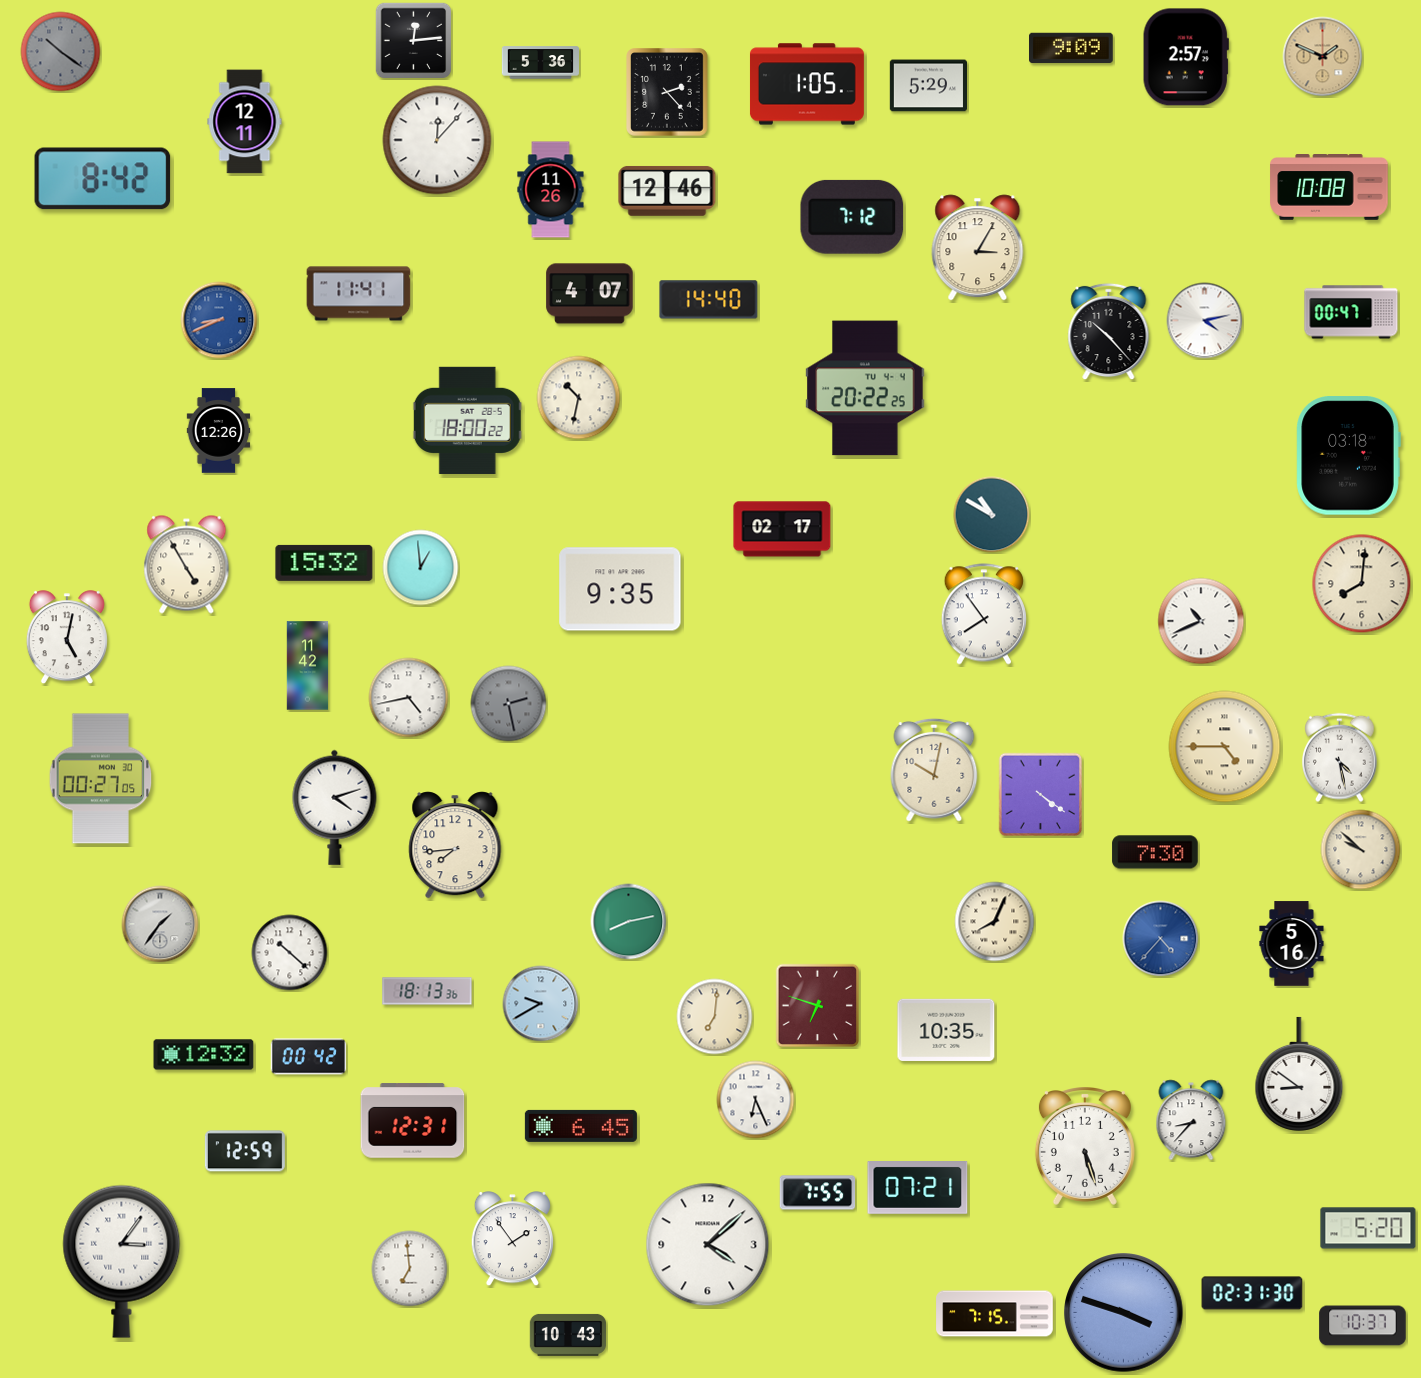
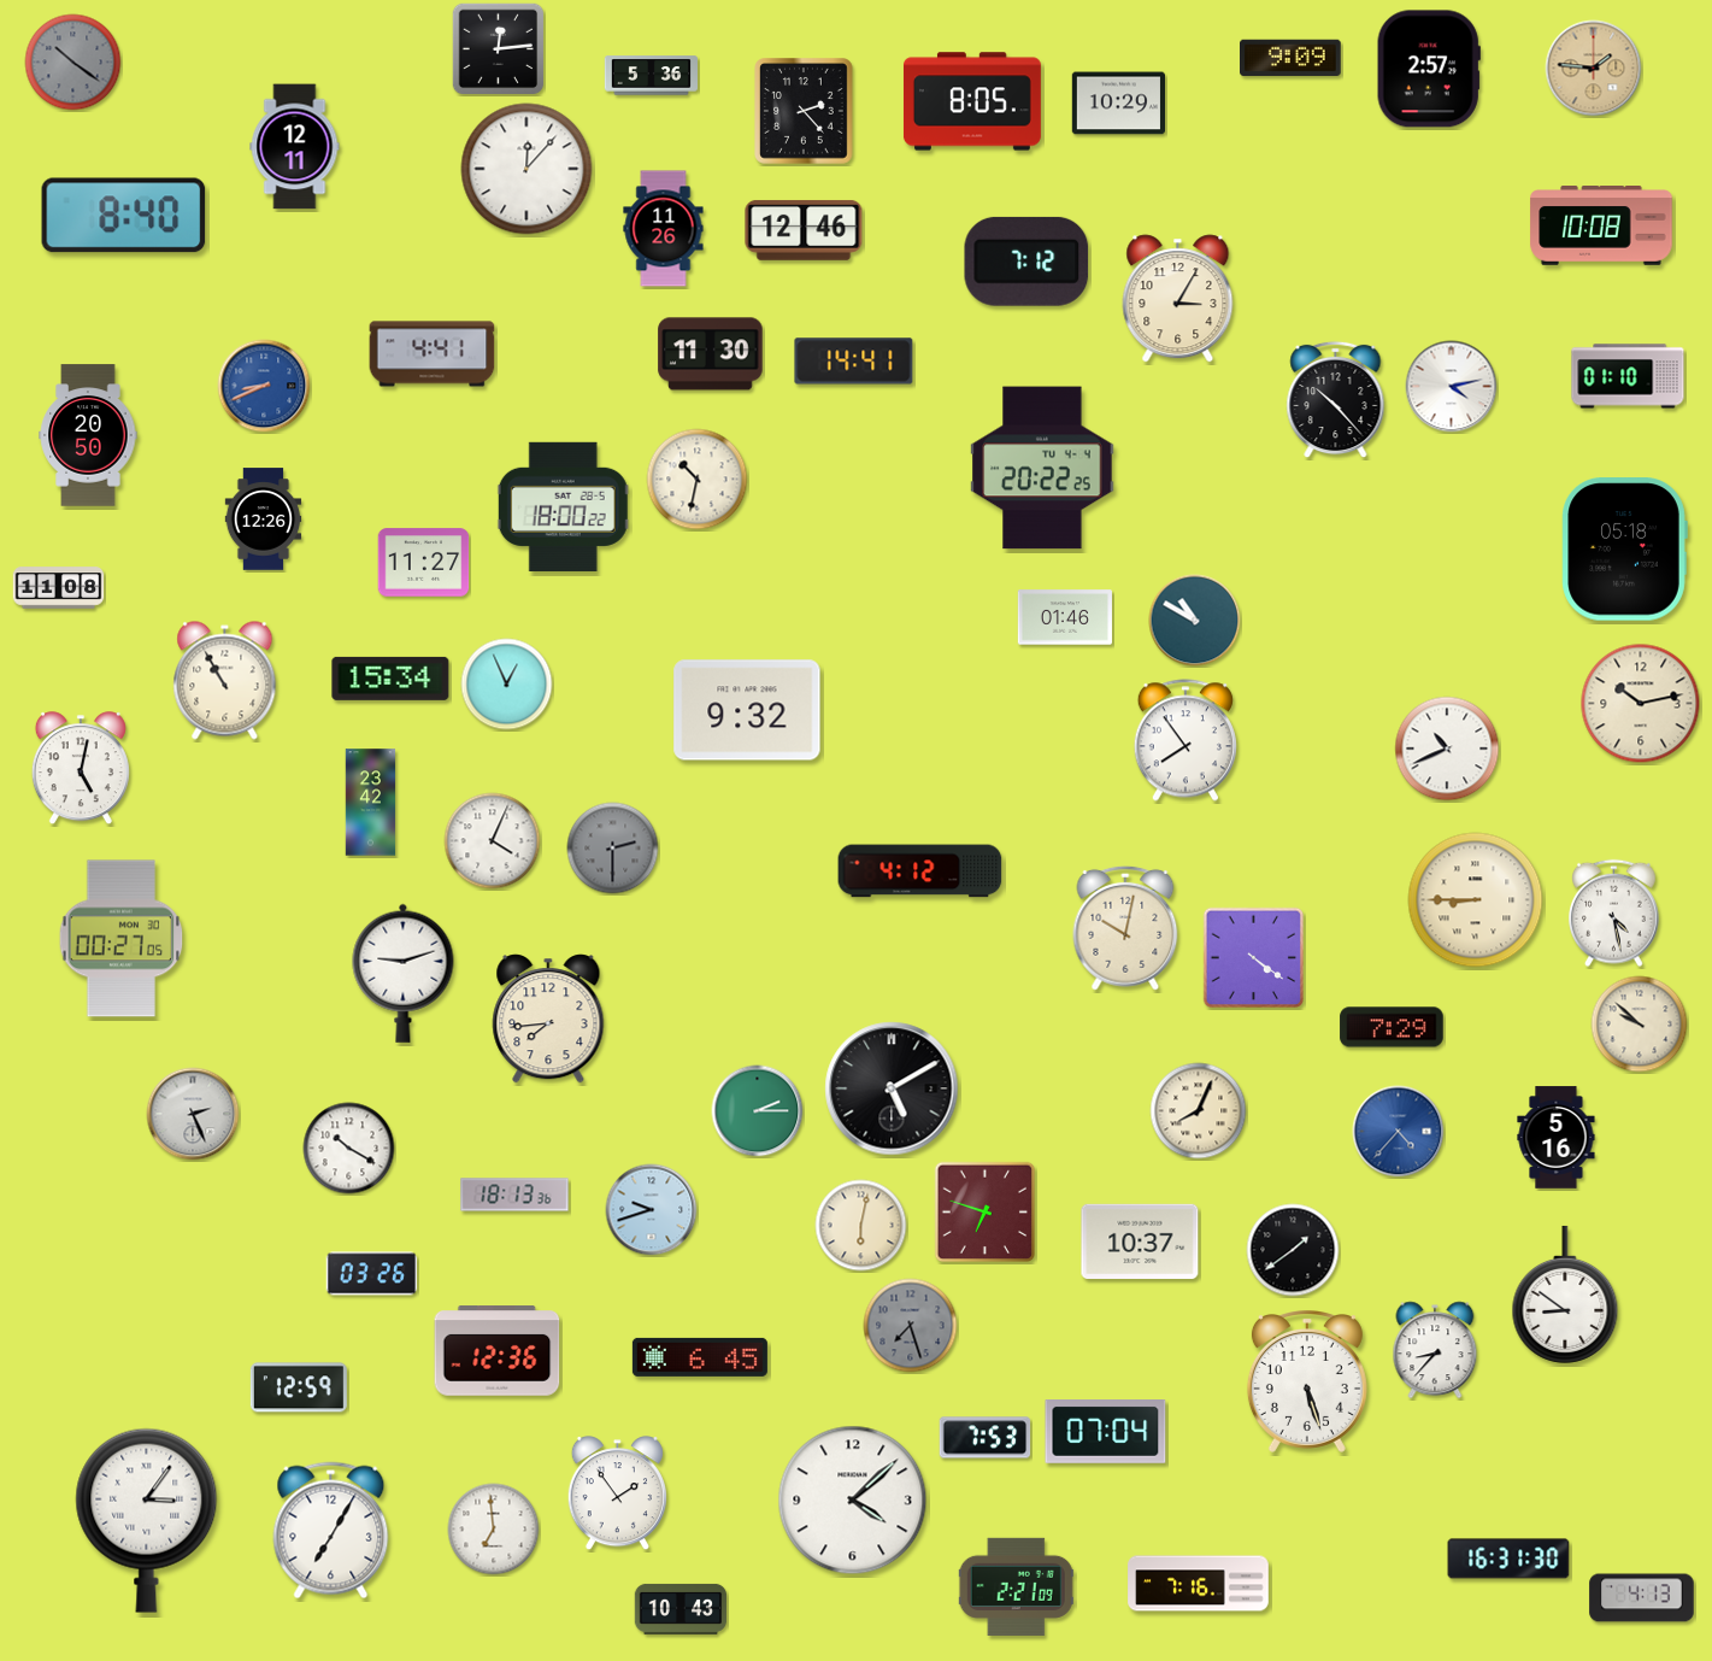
clock at (1323, 57): 1:49 -> 1:46
clock at (807, 84): 1:05 -> 8:05
clock at (928, 86): 5:29 -> 10:29
clock at (103, 179): 8:42 -> 8:40
clock at (359, 294): 11:41 -> 4:41
clock at (590, 294): 4:07 -> 11:30
clock at (709, 300): 14:40 -> 14:41
clock at (1351, 312): 00:47 -> 01:10
clock at (88, 435): none -> 20:50
clock at (1348, 456): 03:18 -> 05:18
clock at (424, 563): none -> 11:27
clock at (59, 588): none -> 11:08
clock at (1065, 617): none -> 01:46
clock at (782, 529): 02:17 -> none
clock at (324, 563): 15:32 -> 15:34
clock at (187, 565): 4:55 -> 10:55
clock at (421, 568): 12:59 -> 12:56
clock at (1362, 584): 8:01 -> 10:13
clock at (620, 589): 9:35 -> 9:32
clock at (308, 666): 11:42 -> 23:42
clock at (409, 698): 4:43 -> 4:04
clock at (509, 704): 2:28 -> 2:30
clock at (920, 871): none -> 4:12
clock at (1225, 747): 4:45 -> 8:45
clock at (335, 807): 4:12 -> 9:12
clock at (1155, 852): 7:30 -> 7:29
clock at (892, 1088): none -> 5:10
clock at (629, 922): 8:13 -> 2:15
clock at (160, 924): 1:36 -> 2:26
clock at (290, 953): 10:22 -> 10:20
clock at (541, 1004): 9:40 -> 9:42
clock at (715, 1017): 7:01 -> 6:02
clock at (946, 1030): 10:35 -> 10:37
clock at (1293, 1250): none -> 1:39
clock at (204, 1055): 12:32 -> none
clock at (309, 1057): 00:42 -> 03:26
clock at (756, 1100): 6:26 -> 7:27
clock at (756, 1100) dial: white -> grey
clock at (413, 1121): 12:31 -> 12:36
clock at (245, 1151) position: (245, 1151) -> (299, 1387)
clock at (918, 1188): 07:21 -> 07:04
clock at (818, 1193): 7:55 -> 7:53
clock at (1368, 1228): 5:20 -> none
clock at (331, 1531): none -> 7:05
clock at (1252, 1293): 02:31 -> 16:31
clock at (1124, 1313): 3:48 -> none
clock at (995, 1314): 7:15 -> 7:16
clock at (1016, 1586): none -> 2:21
clock at (1363, 1326): 10:37 -> 4:13
clock at (568, 1335) position: (568, 1335) -> (681, 1609)
